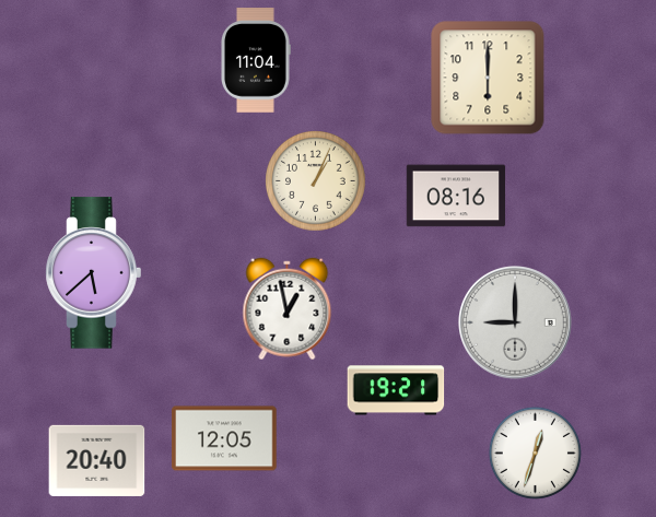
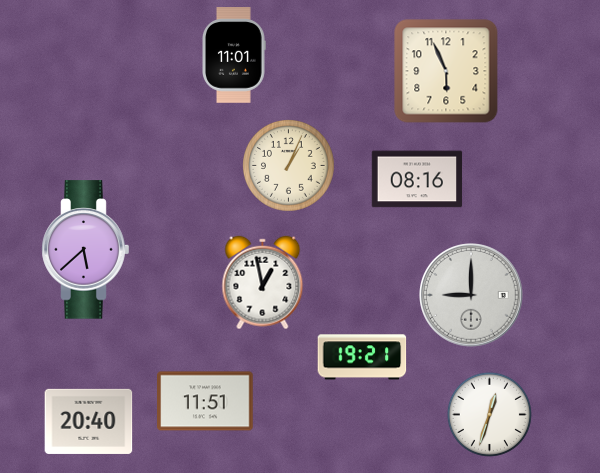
clock at (256, 60): 11:04 -> 11:01
clock at (488, 78): 6:00 -> 5:56
clock at (224, 438): 12:05 -> 11:51
